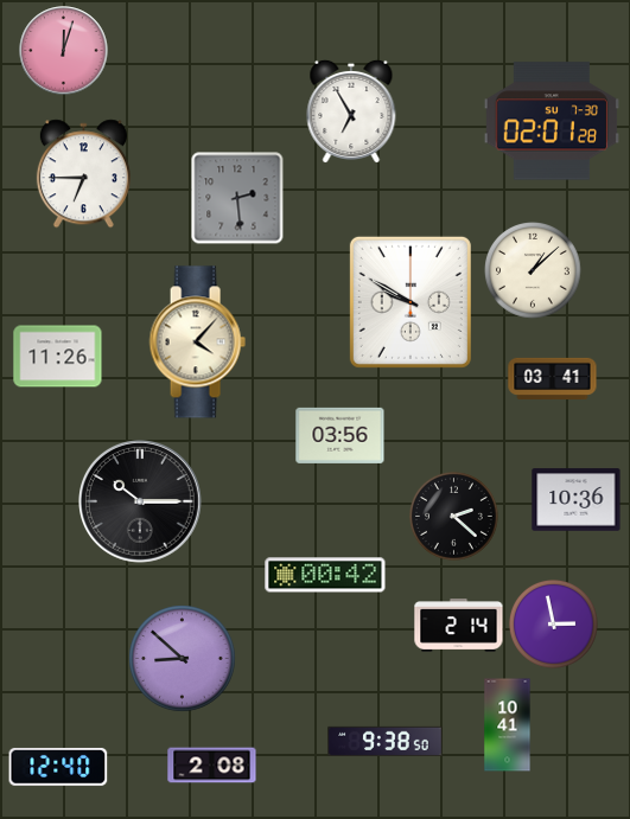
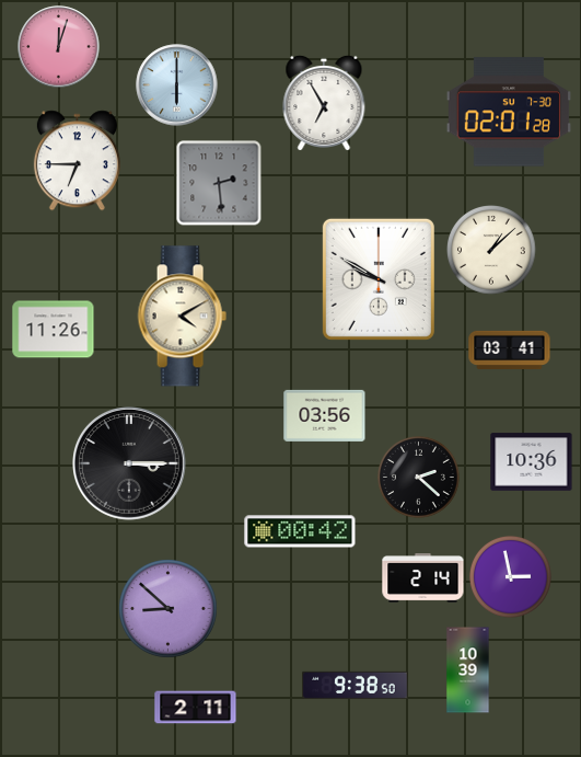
clock at (177, 85): none -> 6:00
clock at (197, 343): 4:07 -> 4:10
clock at (341, 435) position: (341, 435) -> (325, 415)
clock at (141, 503): 10:15 -> 3:15
clock at (508, 725): 10:41 -> 10:39
clock at (212, 766): 2:08 -> 2:11
clock at (58, 767): 12:40 -> none
